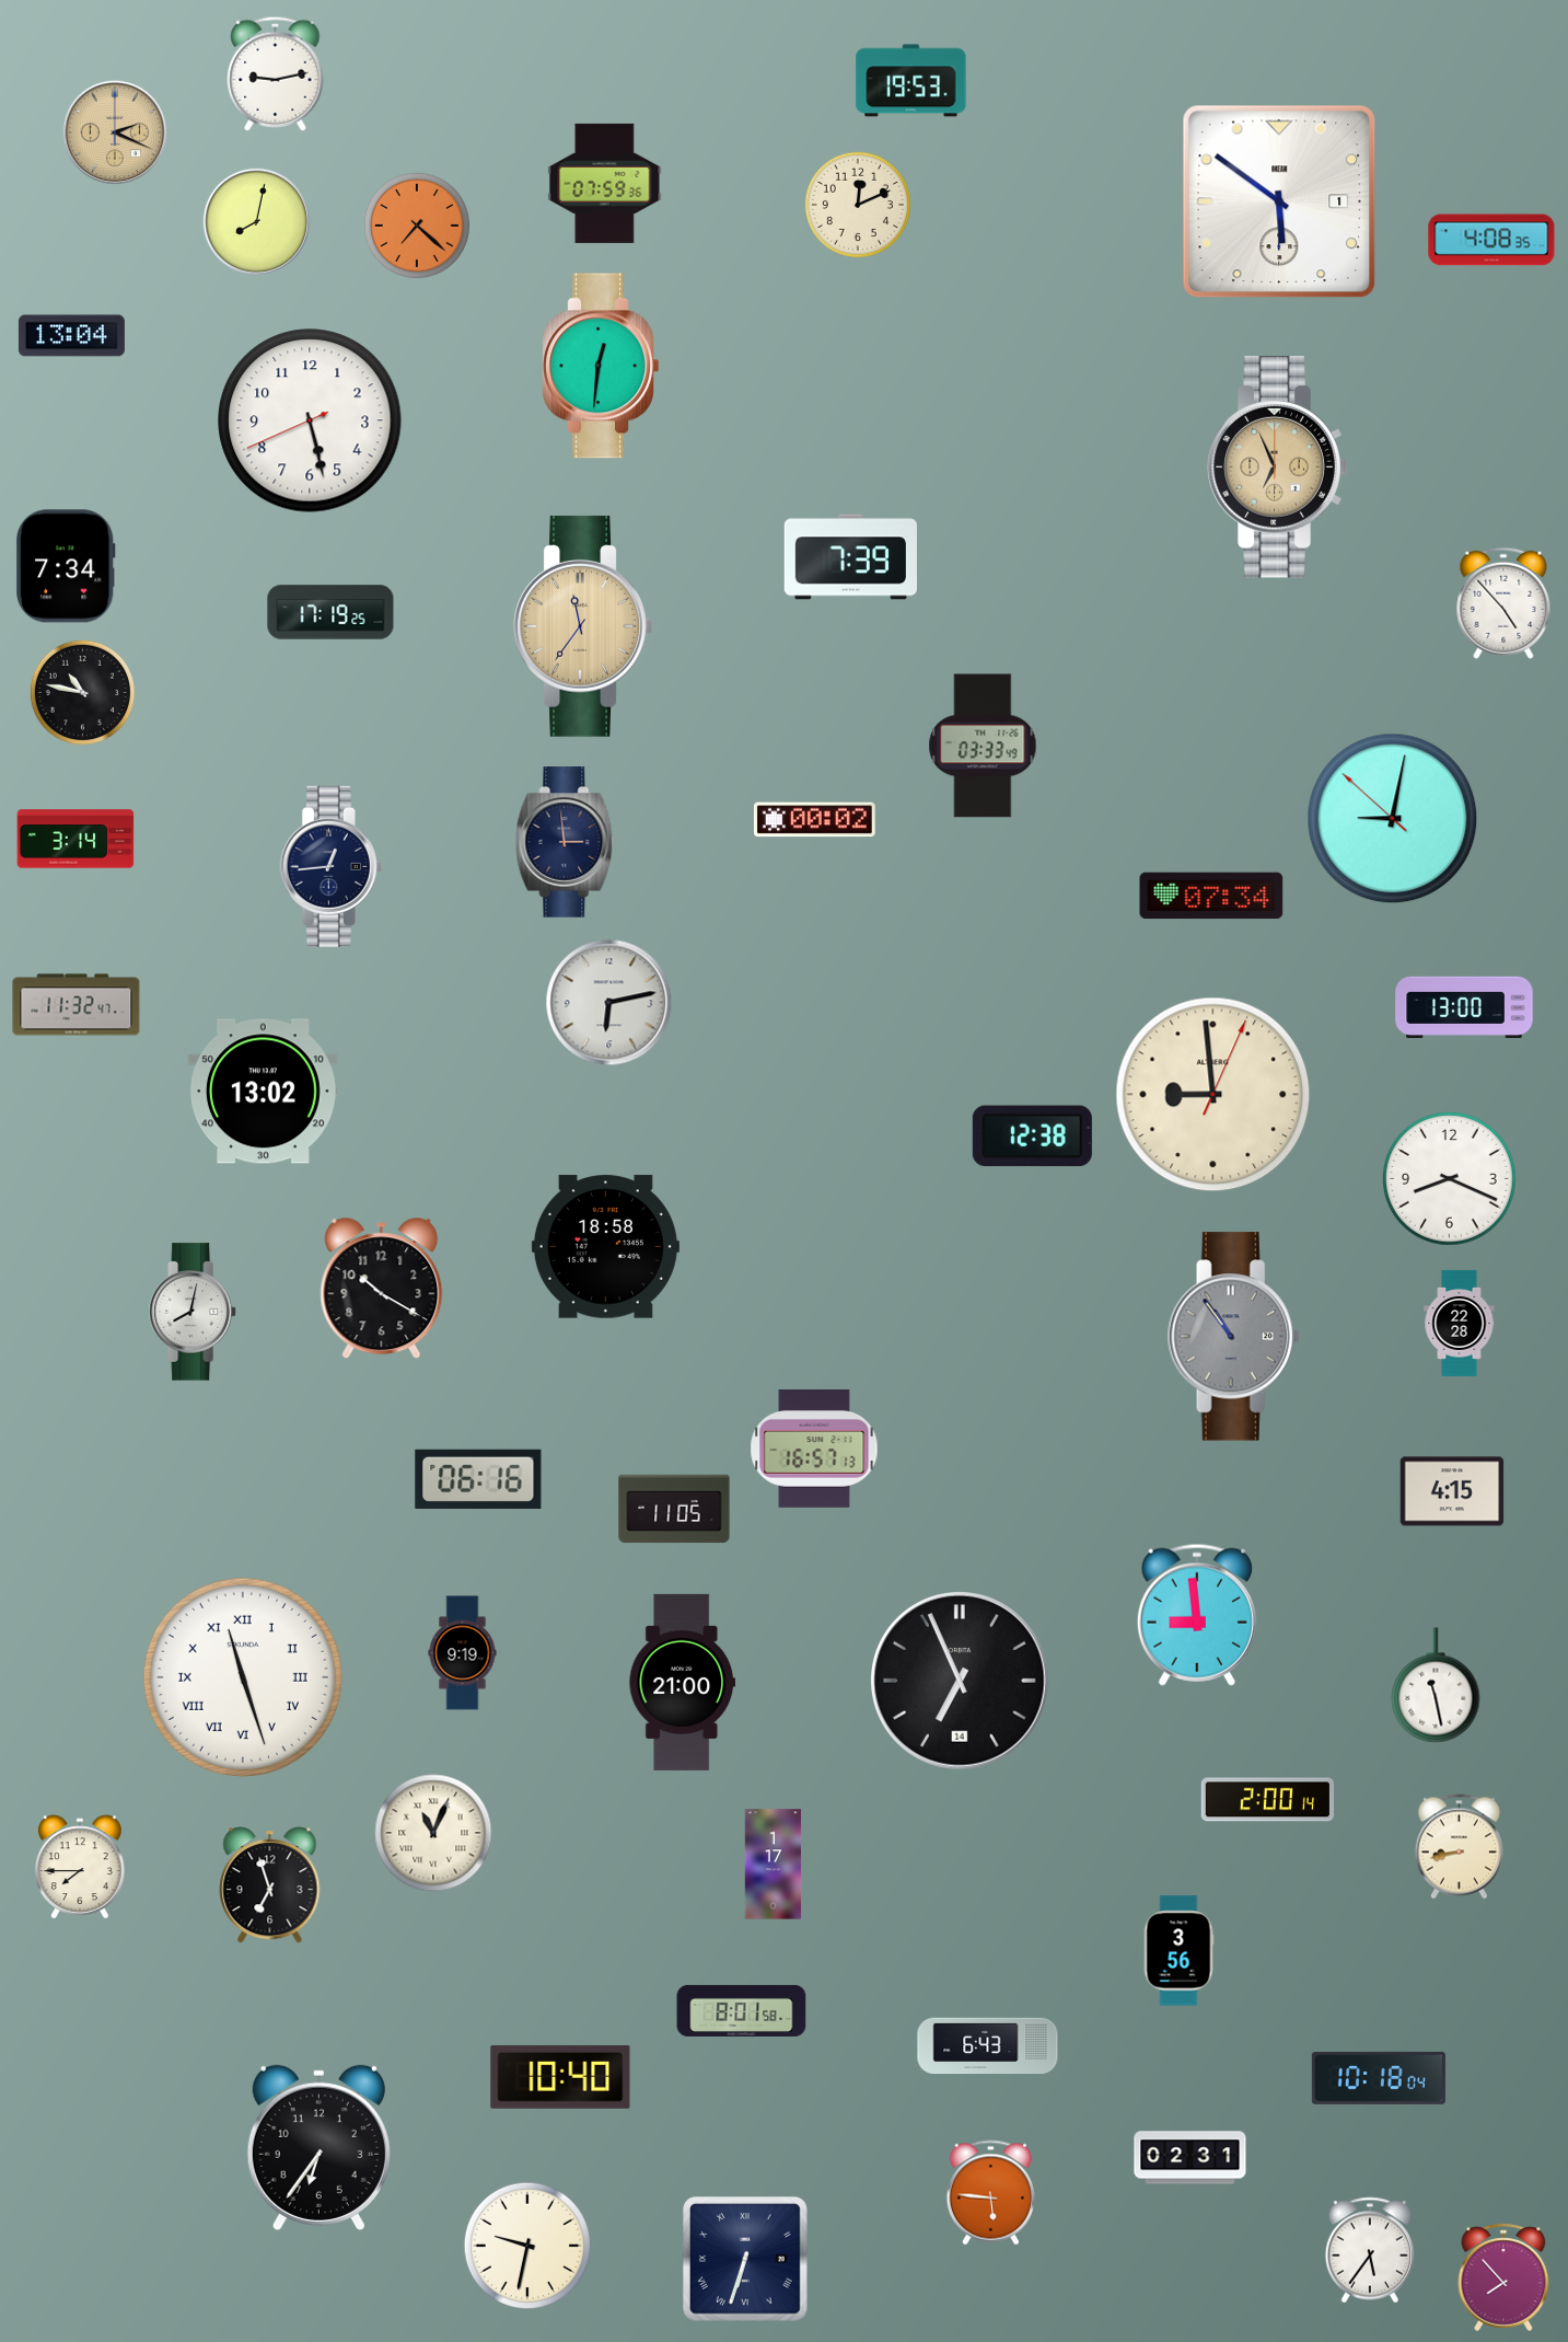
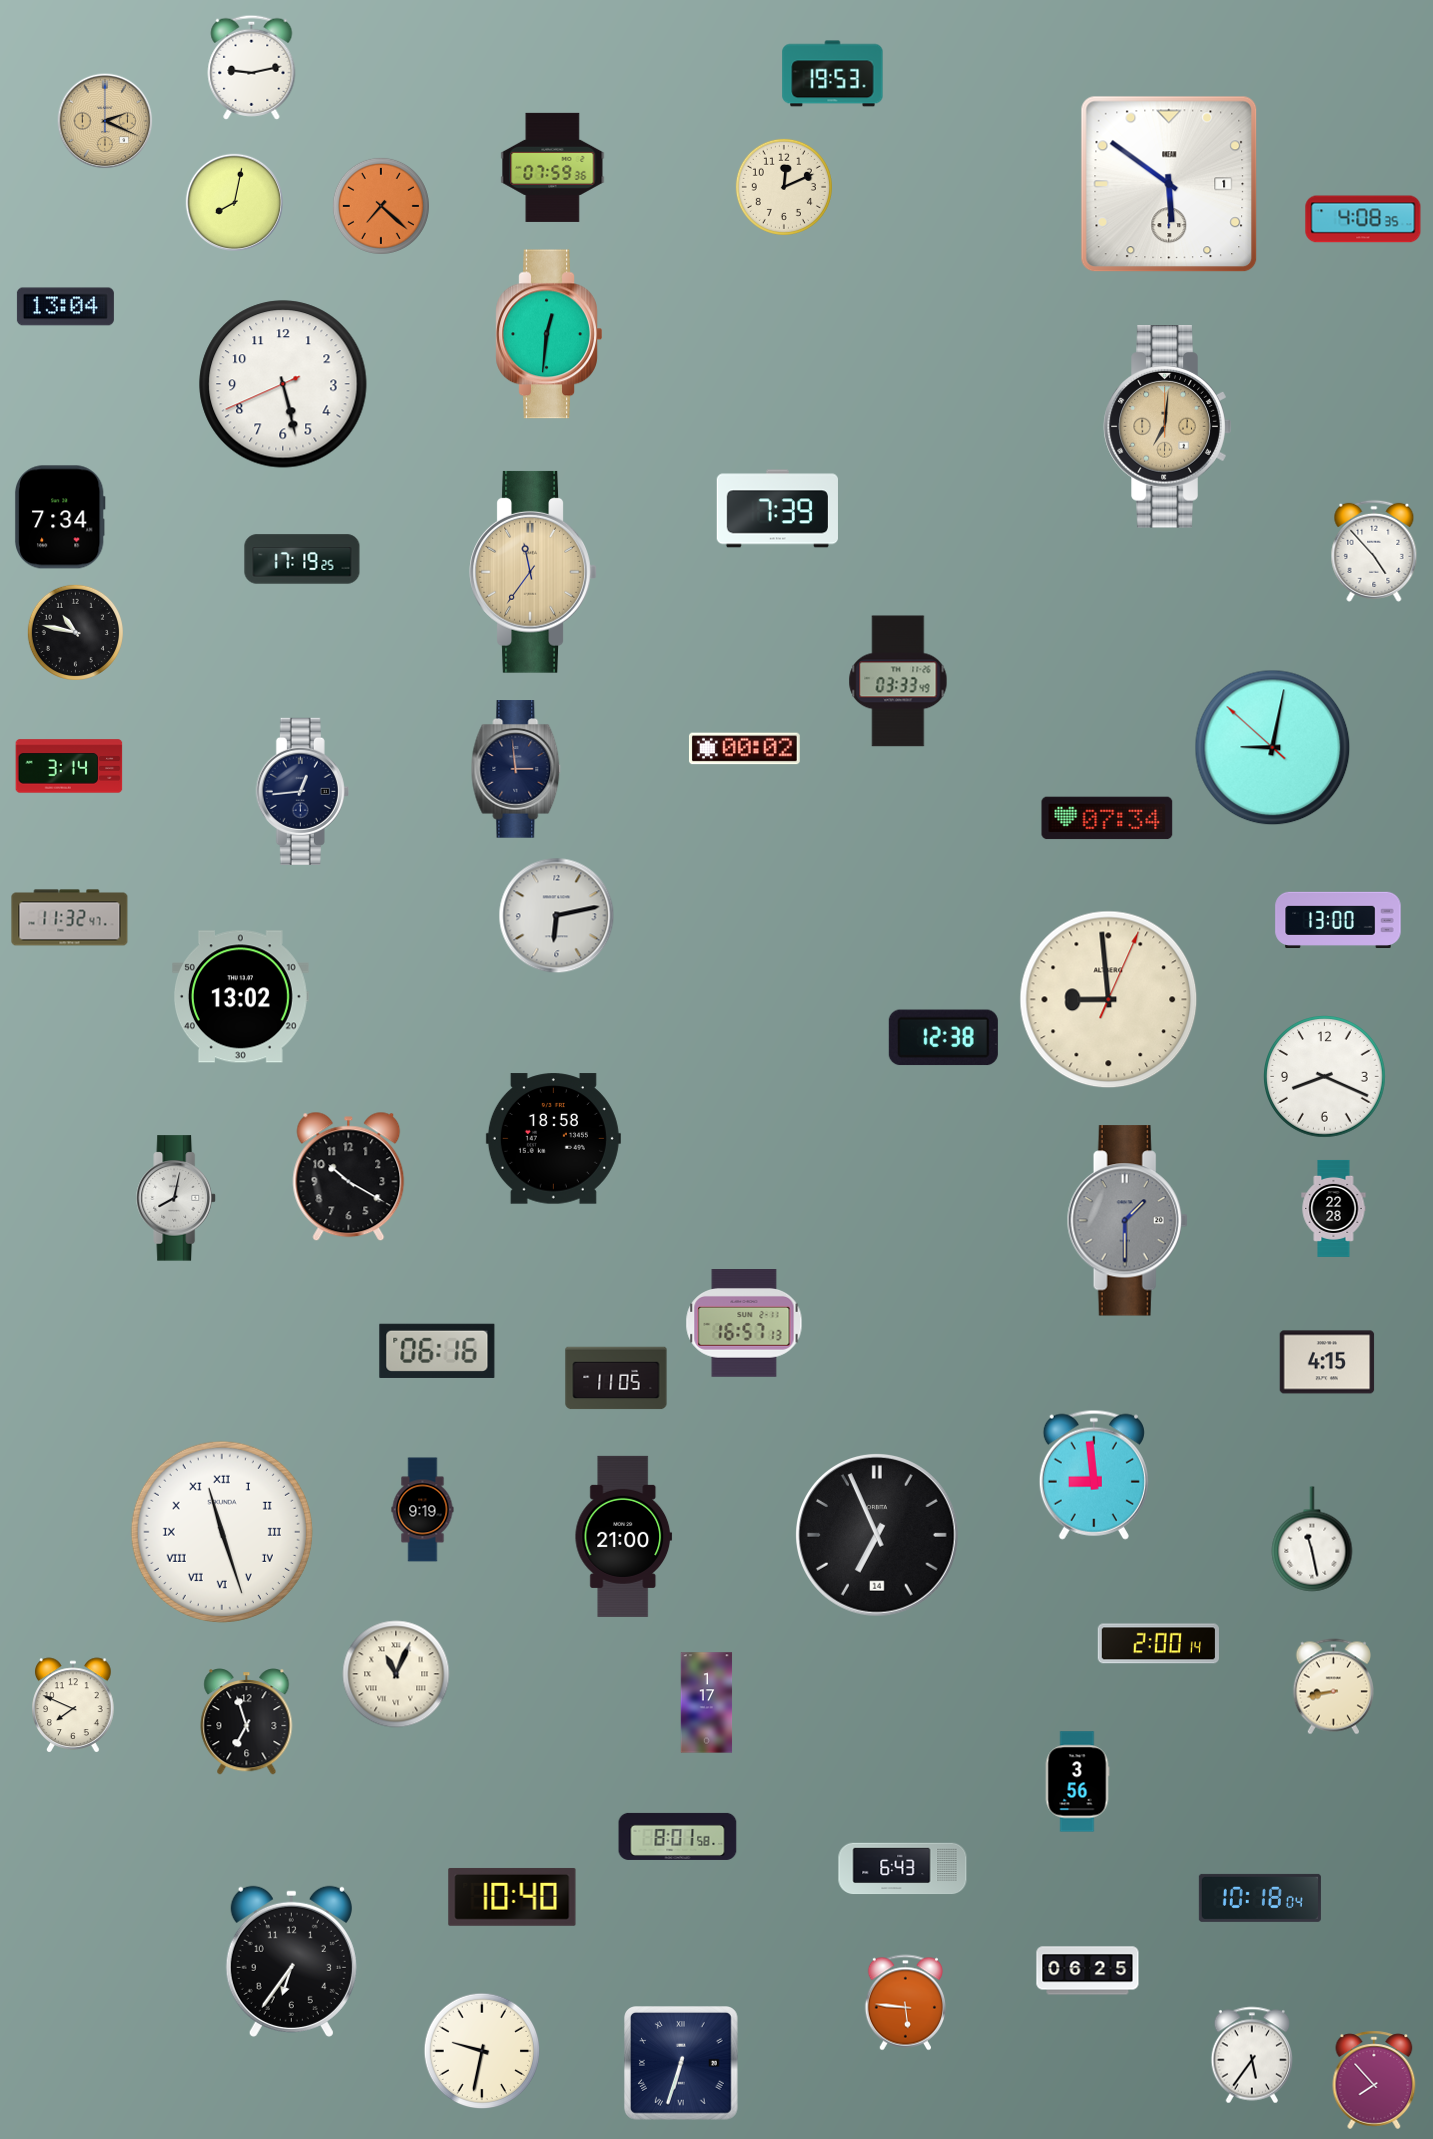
clock at (1278, 468): 6:56 -> 7:01
clock at (1233, 1337): 10:54 -> 1:30
clock at (80, 1867): 7:45 -> 7:49
clock at (1190, 2158): 02:31 -> 06:25
